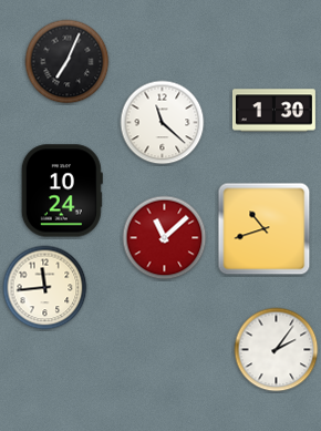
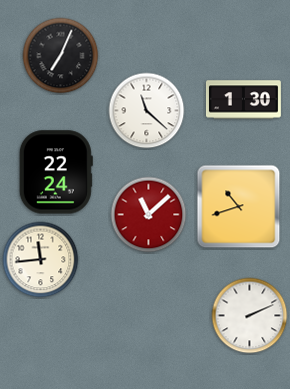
clock at (273, 111) position: (273, 111) -> (243, 100)
clock at (62, 191): 10:24 -> 22:24
clock at (277, 350): 2:06 -> 2:11
